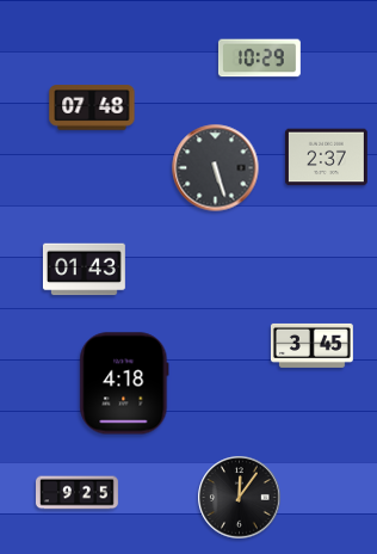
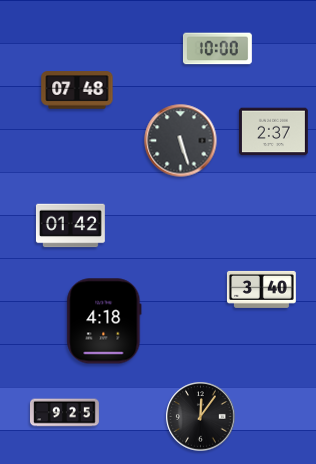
clock at (259, 59): 10:29 -> 10:00
clock at (84, 270): 01:43 -> 01:42
clock at (311, 345): 3:45 -> 3:40
